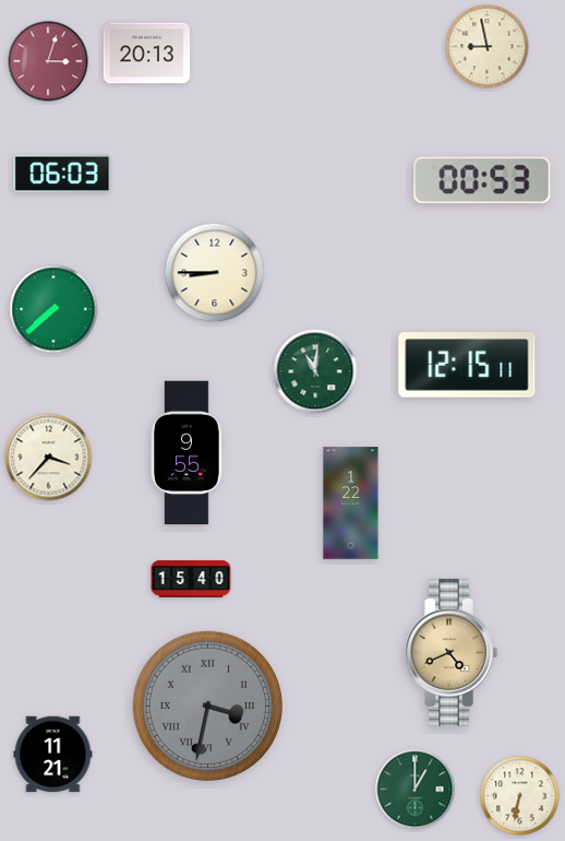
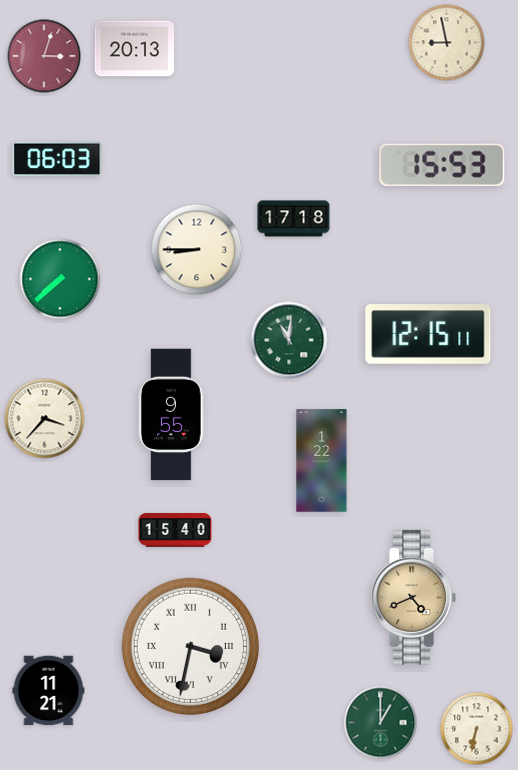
clock at (482, 179): 00:53 -> 15:53
clock at (294, 219): none -> 17:18
clock at (53, 309) position: (53, 309) -> (60, 279)
clock at (207, 706) dial: grey -> white
